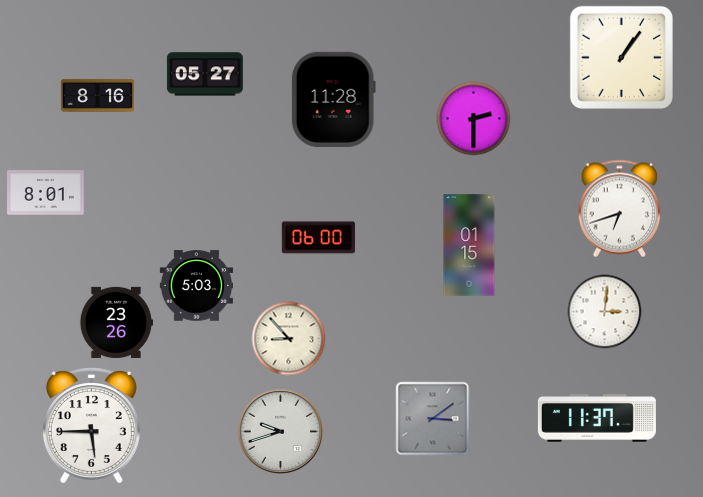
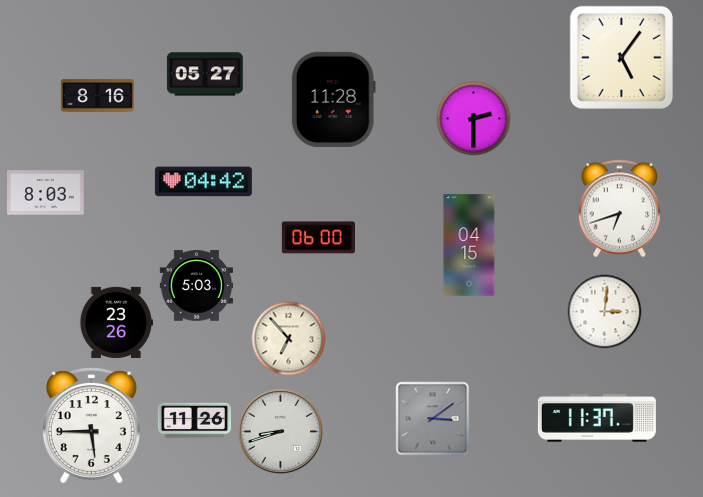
clock at (621, 57): 1:06 -> 5:06
clock at (203, 182): none -> 04:42
clock at (46, 193): 8:01 -> 8:03
clock at (469, 245): 01:15 -> 04:15
clock at (289, 339): 8:53 -> 6:53
clock at (195, 421): none -> 11:26
clock at (281, 432): 9:42 -> 8:42
